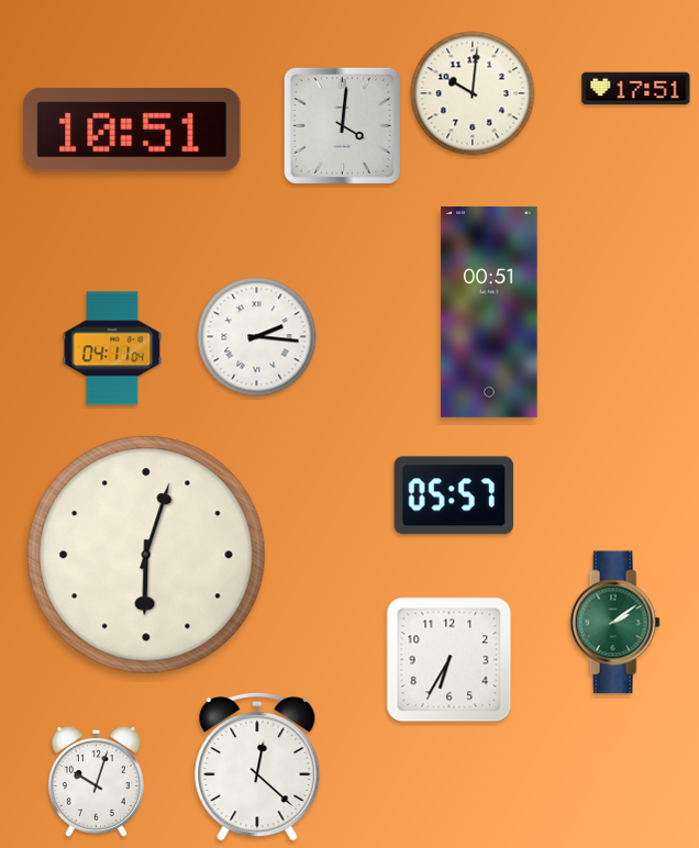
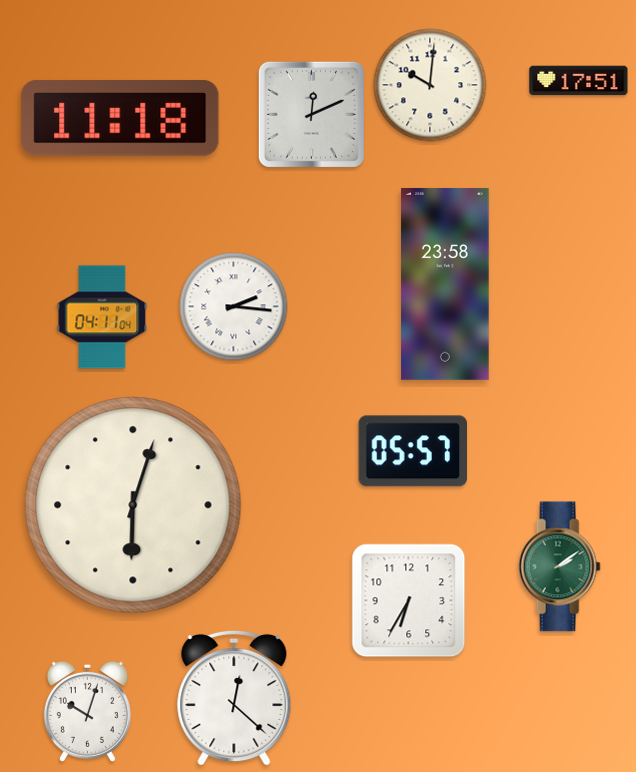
clock at (342, 125): 4:01 -> 12:11
clock at (132, 130): 10:51 -> 11:18
clock at (489, 312): 00:51 -> 23:58
